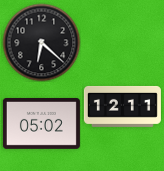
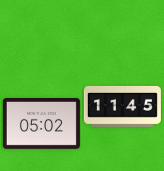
clock at (41, 42): 6:22 -> none
clock at (122, 106): 12:11 -> 11:45
